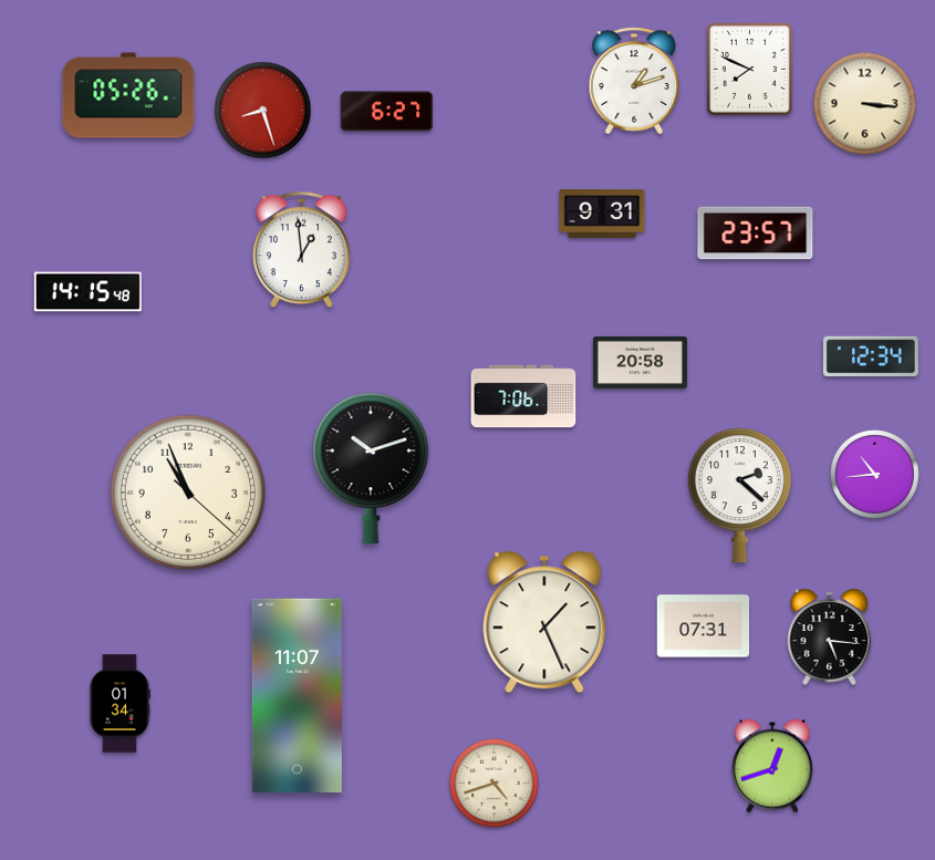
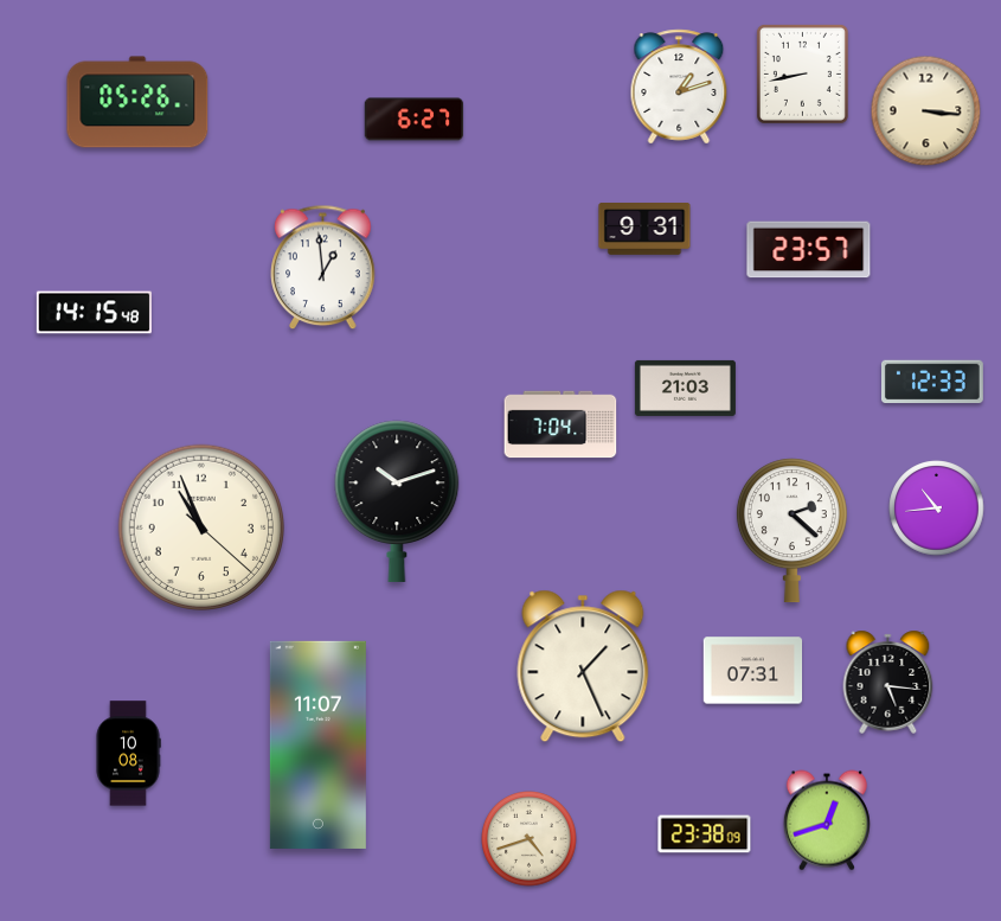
clock at (749, 69): 7:49 -> 8:43
clock at (263, 111): 8:27 -> none
clock at (871, 356): 12:34 -> 12:33
clock at (640, 362): 20:58 -> 21:03
clock at (523, 396): 7:06 -> 7:04
clock at (120, 704): 01:34 -> 10:08
clock at (705, 834): none -> 23:38
